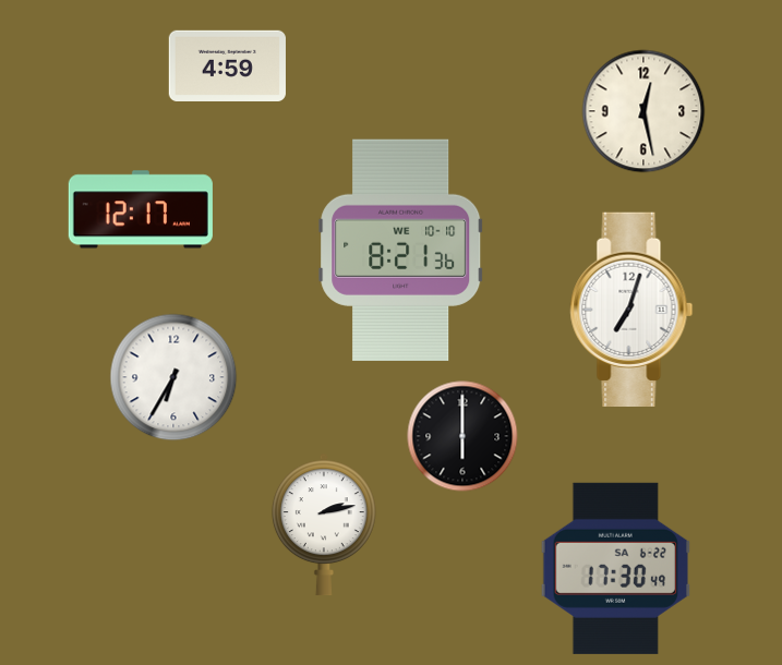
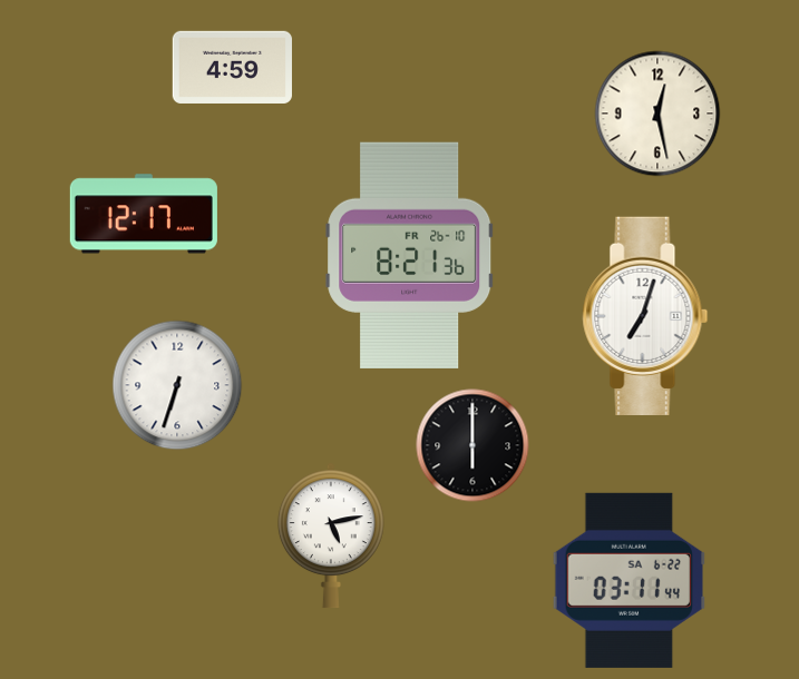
clock at (401, 250) date: WE 10-10 -> FR 26-10
clock at (173, 377): 6:35 -> 6:33
clock at (324, 524): 2:13 -> 5:13
clock at (615, 568): 17:30 -> 03:11
